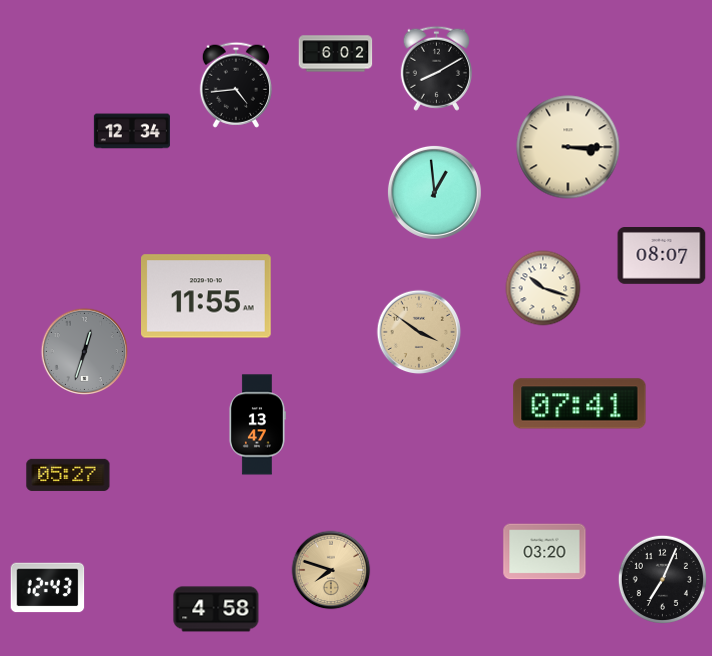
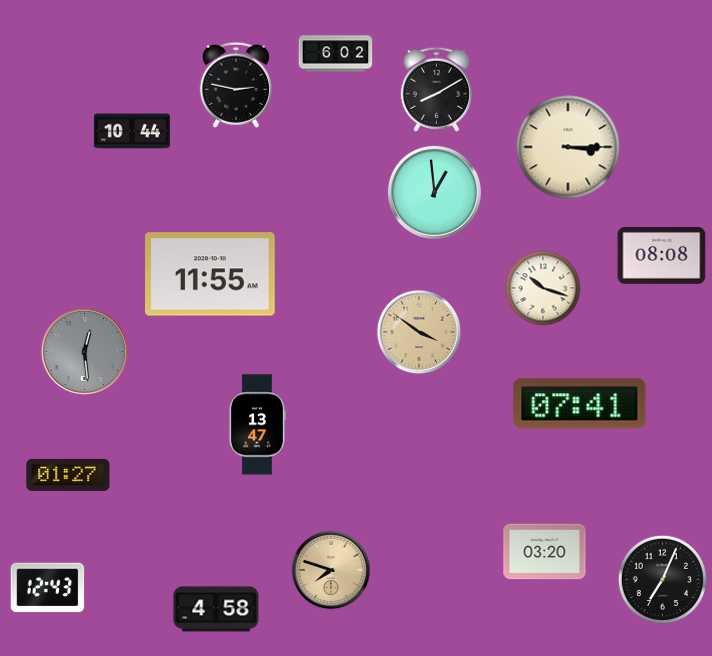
clock at (436, 68) position: (436, 68) -> (436, 89)
clock at (236, 85): 4:44 -> 2:47
clock at (132, 131): 12:34 -> 10:44
clock at (662, 256): 08:07 -> 08:08
clock at (207, 296) position: (207, 296) -> (211, 274)
clock at (84, 351): 12:33 -> 12:29
clock at (68, 475): 05:27 -> 01:27
